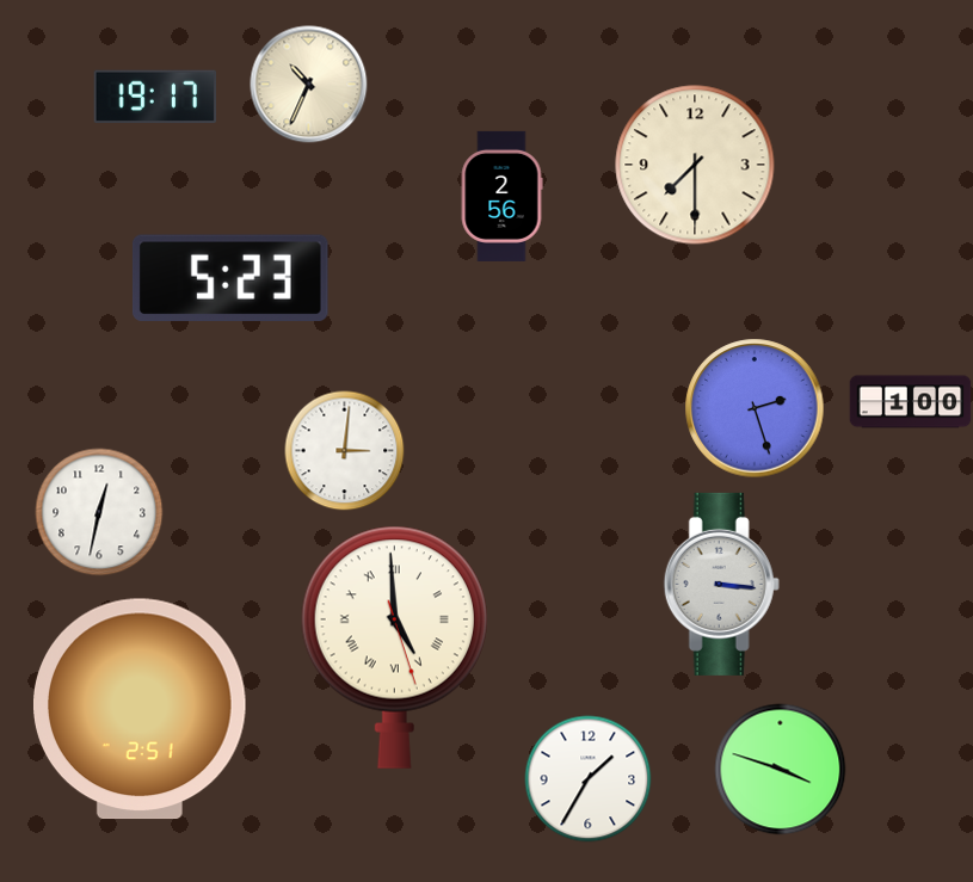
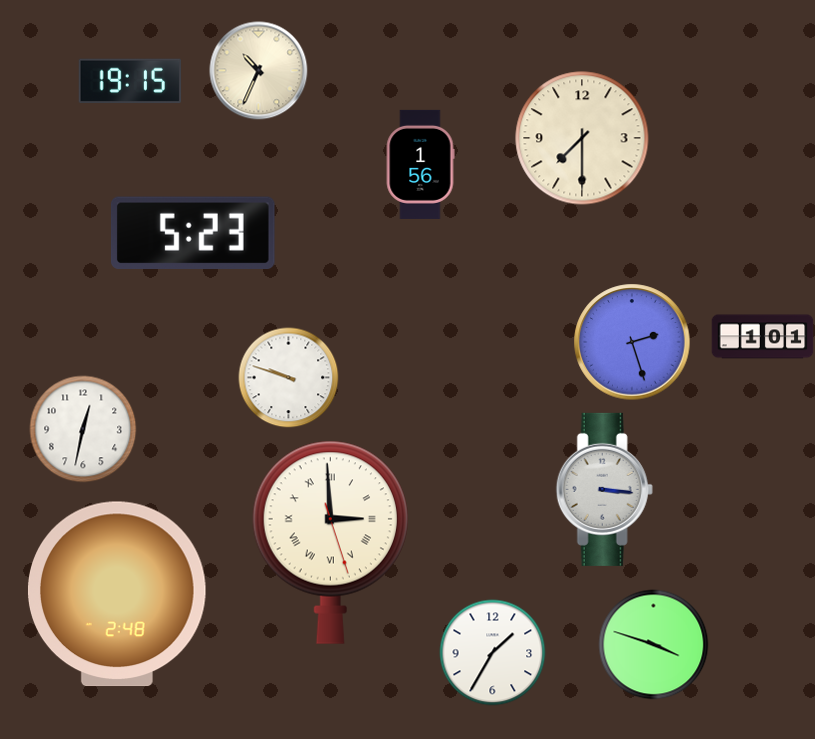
clock at (155, 97): 19:17 -> 19:15
clock at (501, 196): 2:56 -> 1:56
clock at (911, 402): 1:00 -> 1:01
clock at (345, 451): 3:01 -> 9:48
clock at (394, 647): 4:59 -> 2:59
clock at (140, 709): 2:51 -> 2:48
